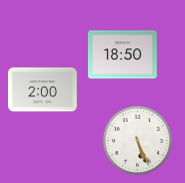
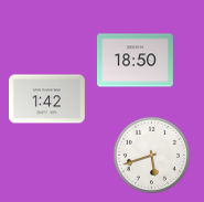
clock at (43, 90): 2:00 -> 1:42
clock at (137, 140): 5:26 -> 5:42
